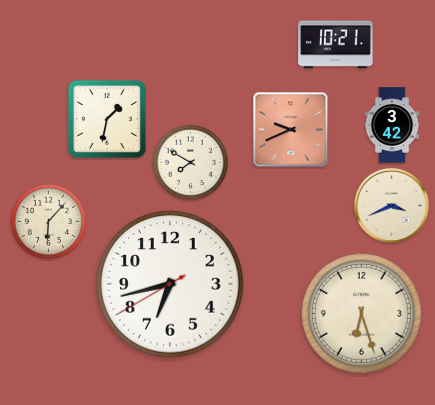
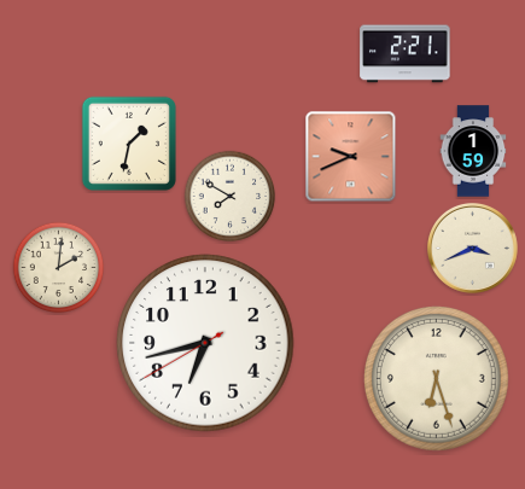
clock at (336, 45): 10:21 -> 2:21
clock at (392, 125): 3:42 -> 1:59
clock at (49, 222): 6:07 -> 2:01
